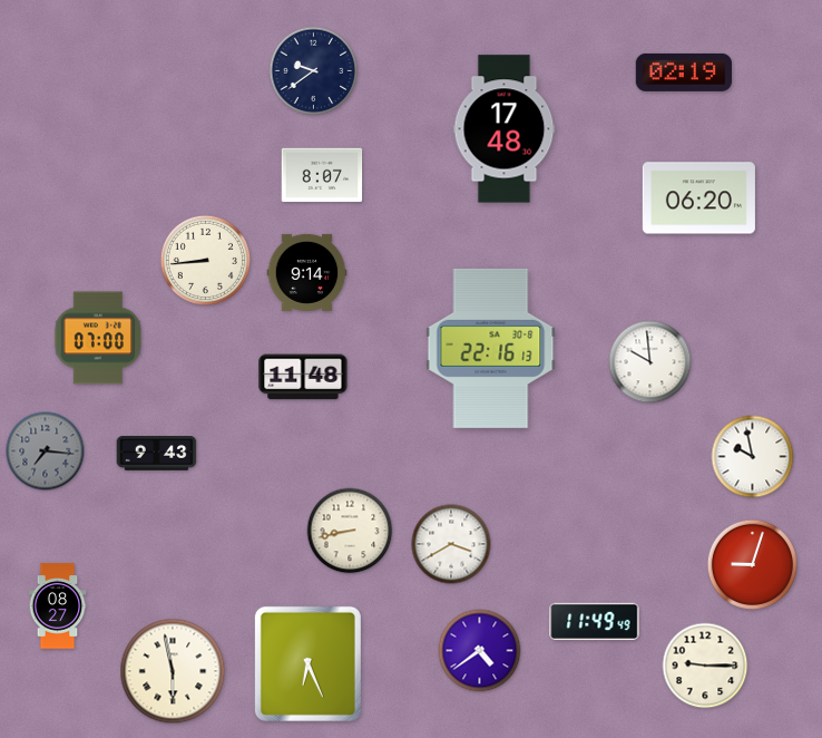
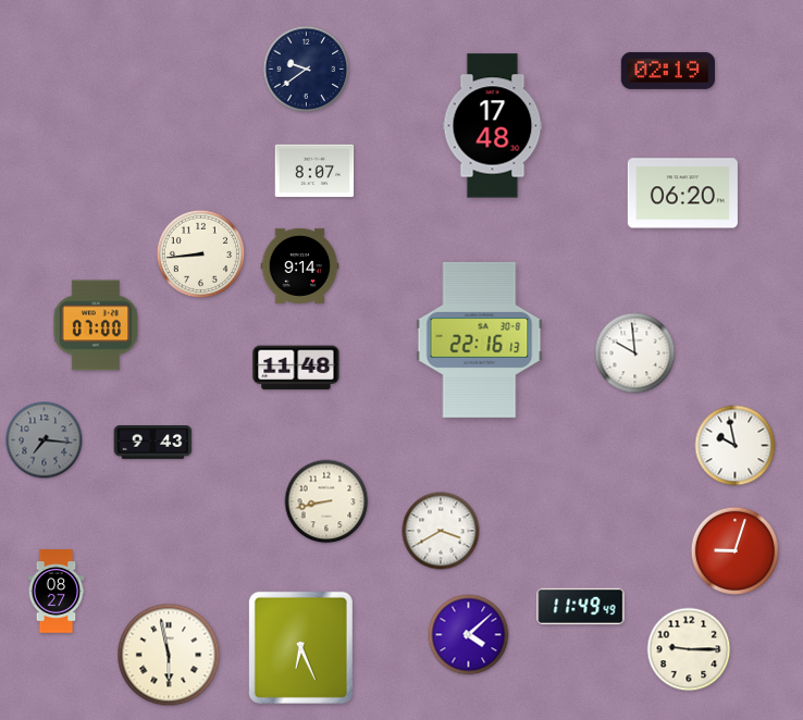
clock at (98, 338) position: (98, 338) -> (96, 325)
clock at (350, 531) position: (350, 531) -> (326, 501)
clock at (480, 651): 4:39 -> 4:08
